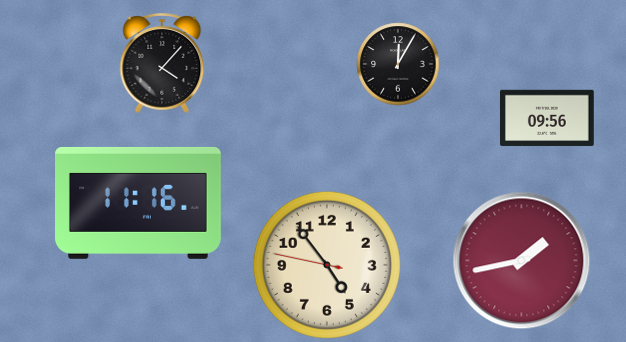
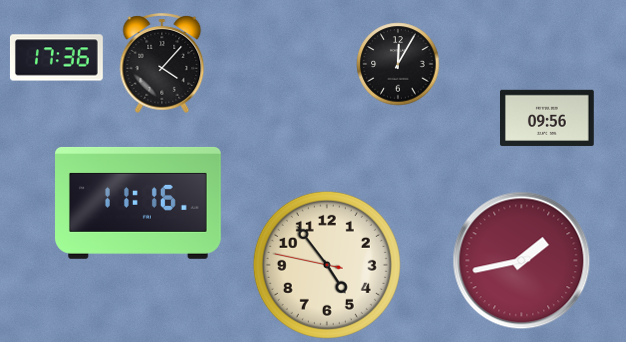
clock at (56, 58): none -> 17:36
